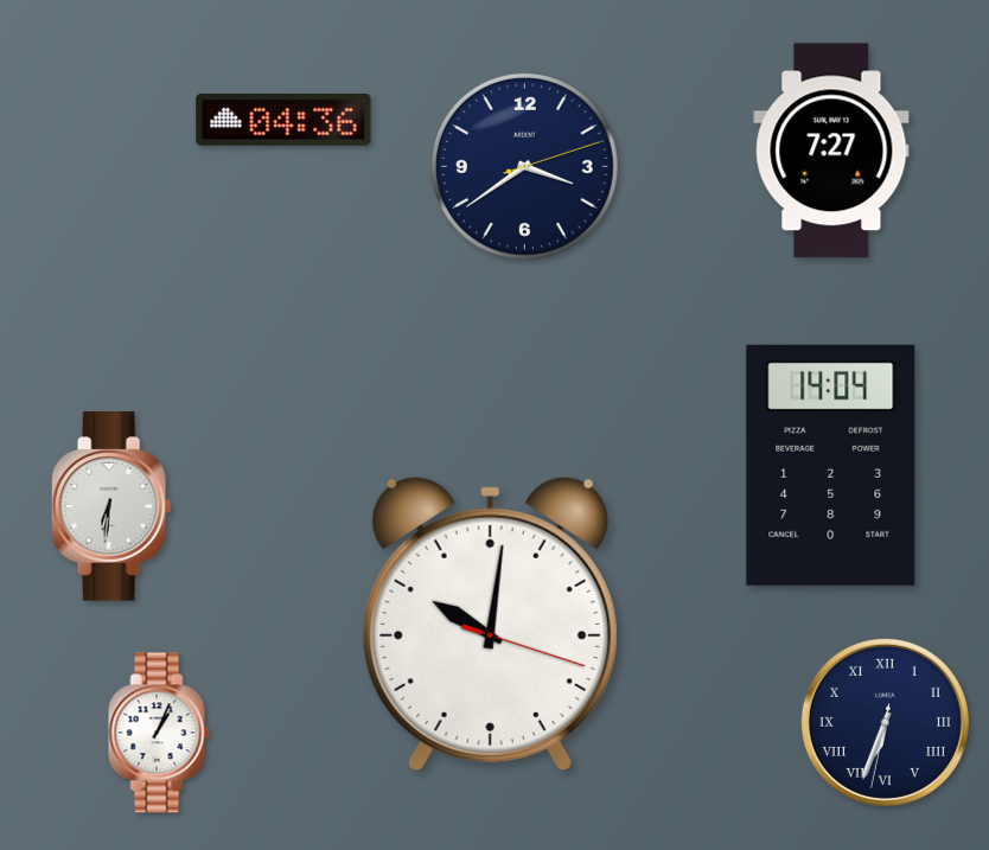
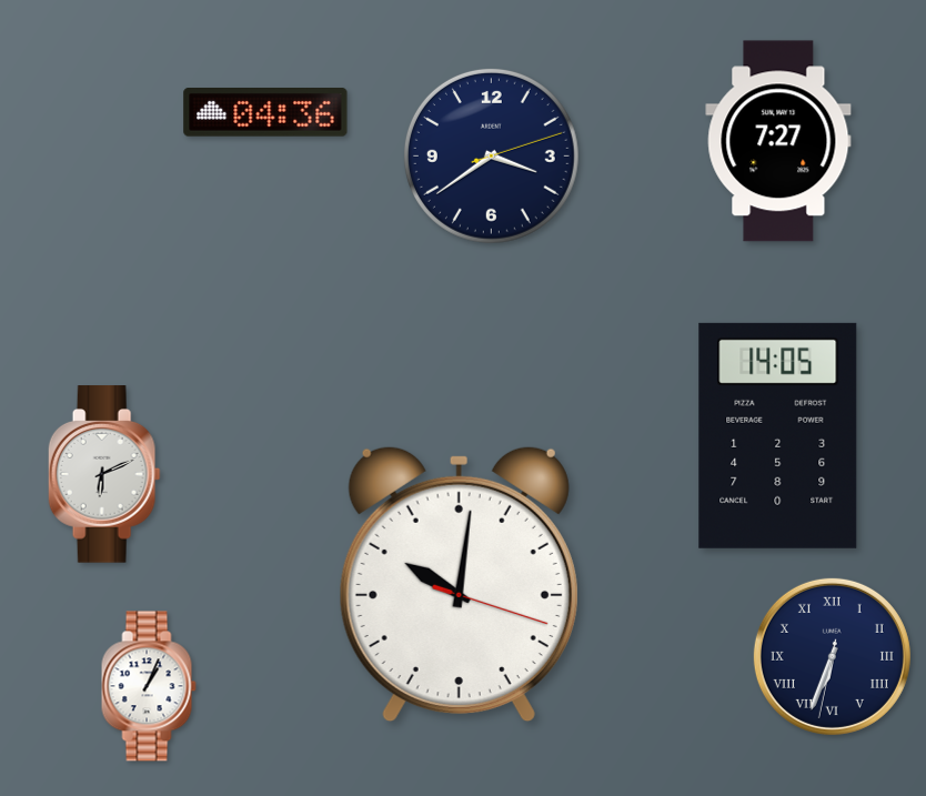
clock at (831, 465): 14:04 -> 14:05
clock at (111, 506): 6:31 -> 6:11
clock at (885, 722) position: (885, 722) -> (832, 656)
